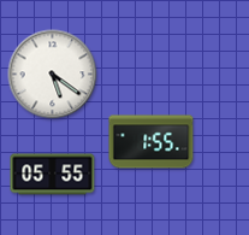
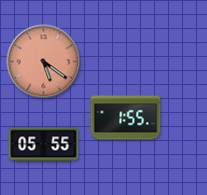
clock at (53, 75) dial: white -> salmon
